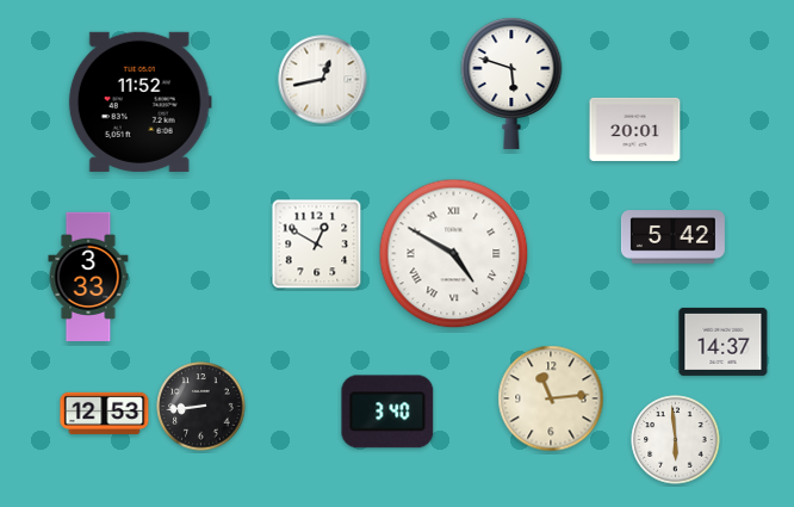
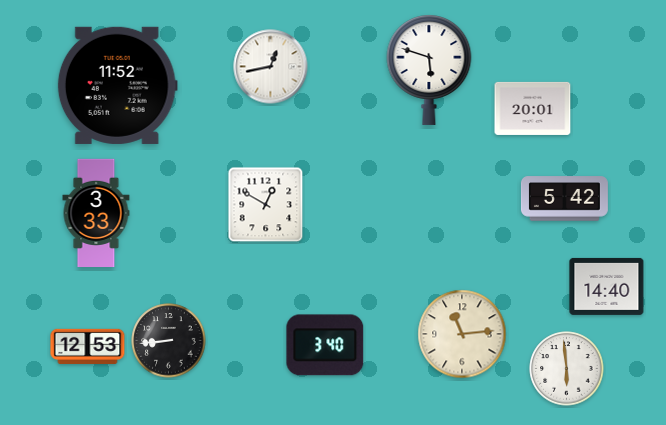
clock at (454, 254): 4:50 -> none
clock at (88, 277) position: (88, 277) -> (96, 213)
clock at (724, 341): 14:37 -> 14:40
